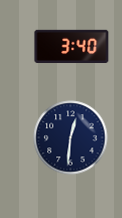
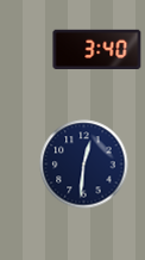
clock at (72, 46) position: (72, 46) -> (97, 49)
